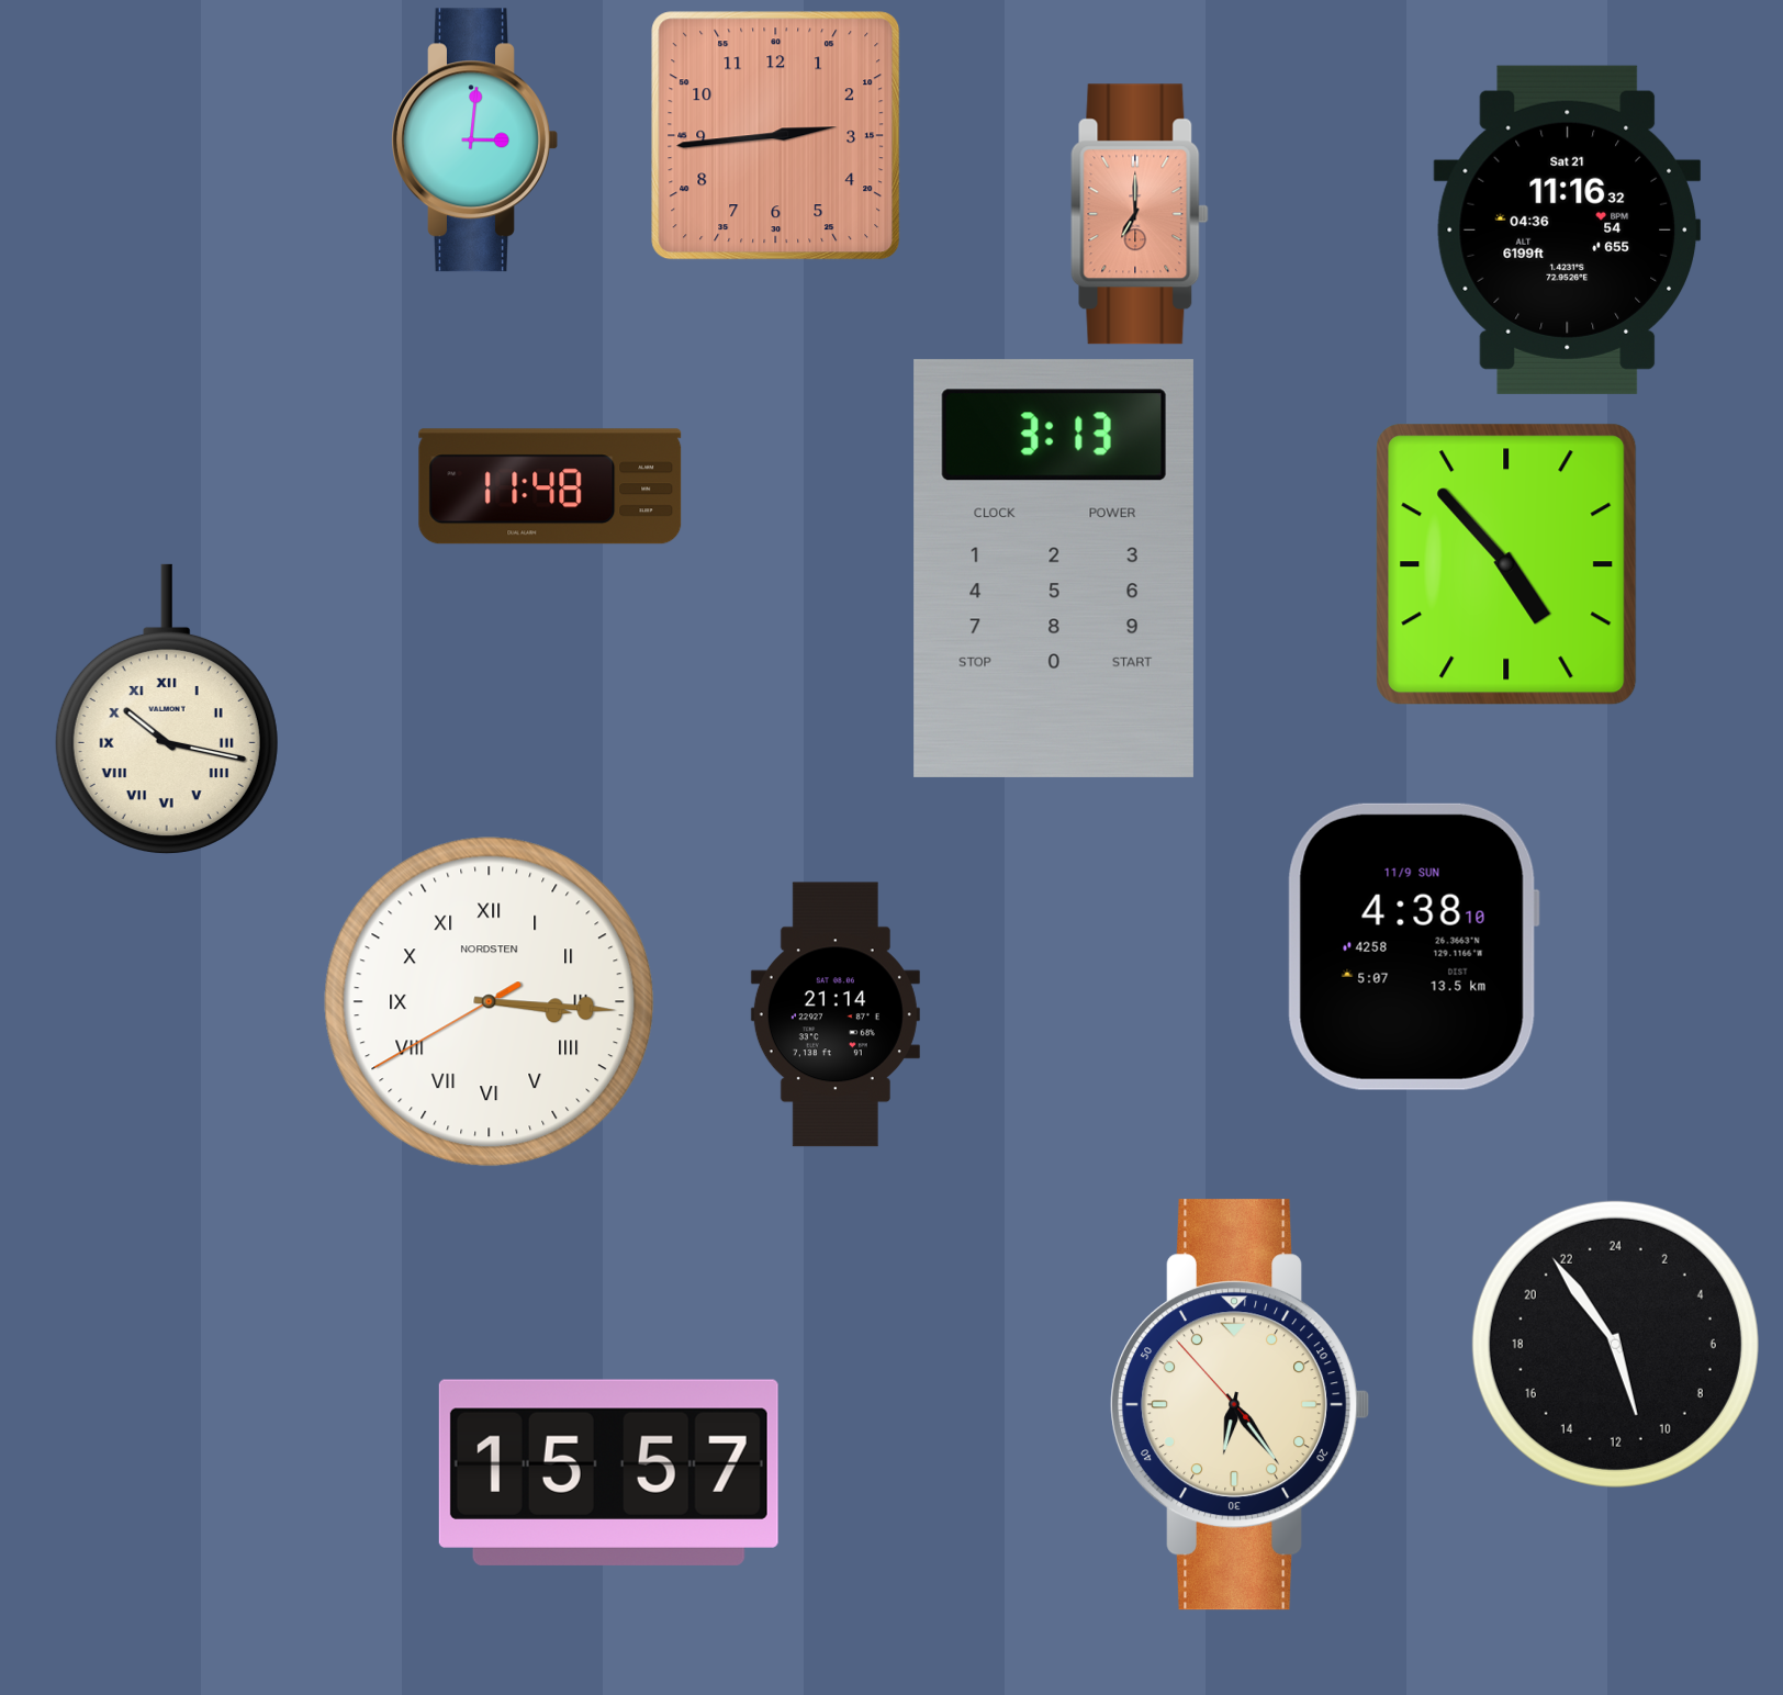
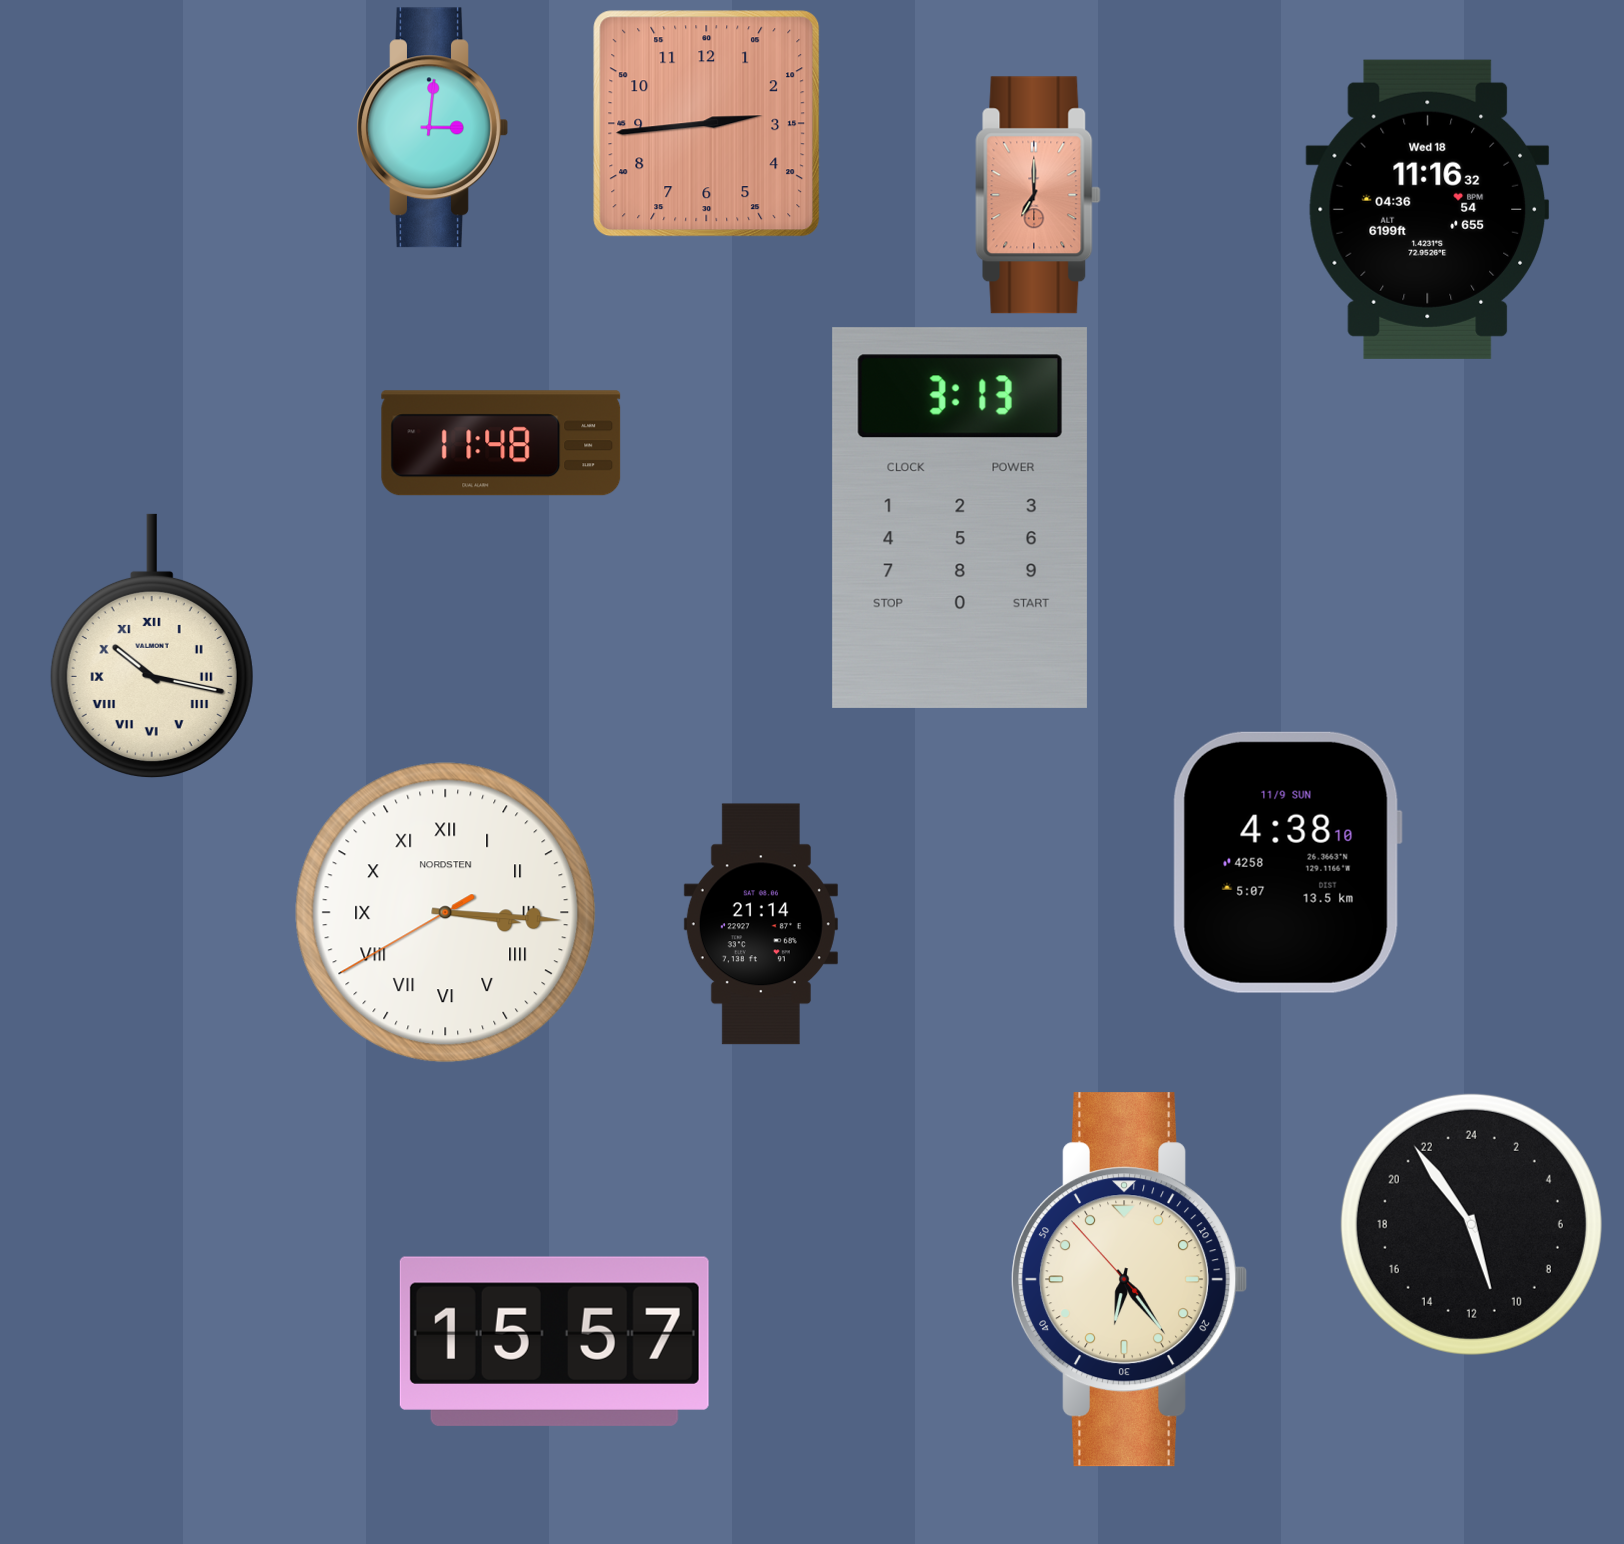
clock at (1568, 229) date: Sat 21 -> Wed 18
clock at (1506, 564): 4:53 -> none
